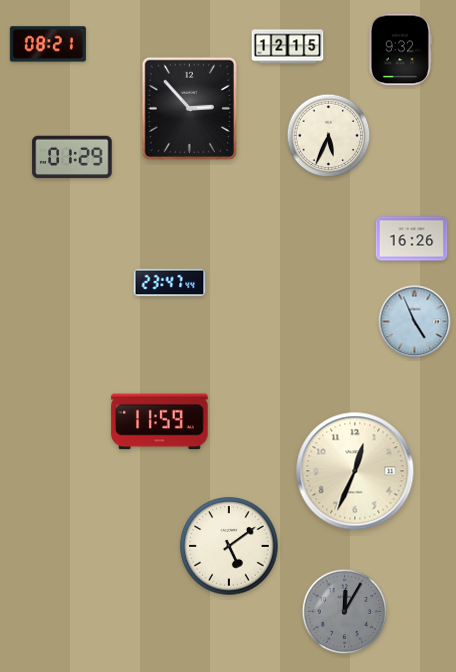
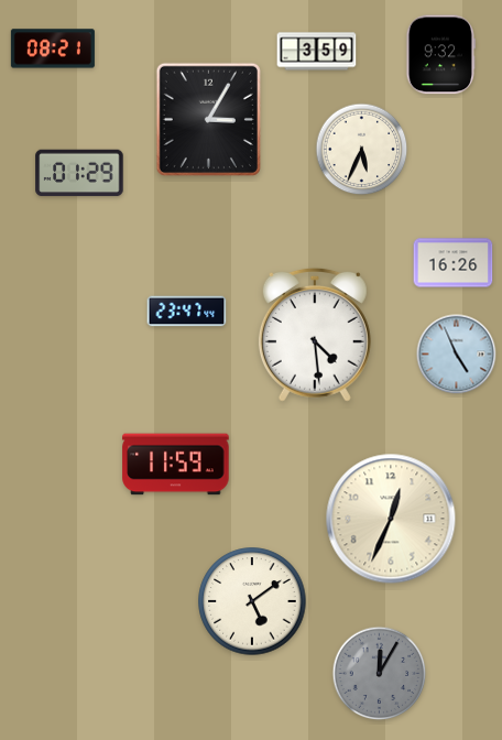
clock at (288, 47): 12:15 -> 3:59
clock at (189, 108): 2:53 -> 3:05
clock at (315, 335): none -> 4:29
